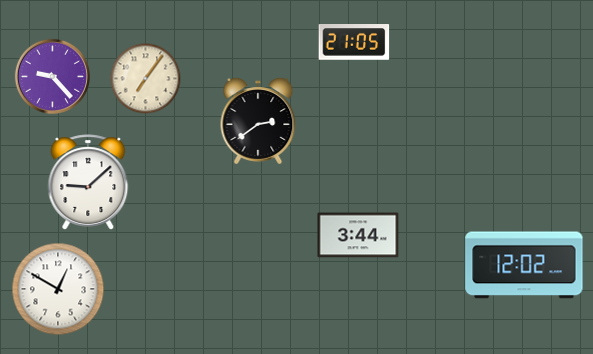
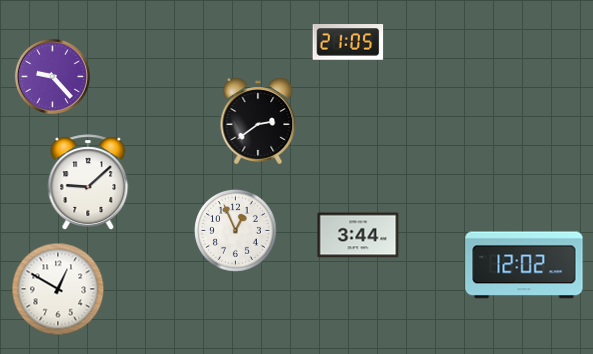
clock at (354, 42) position: (354, 42) -> (348, 42)
clock at (146, 79): 7:06 -> none
clock at (236, 231): none -> 12:56
